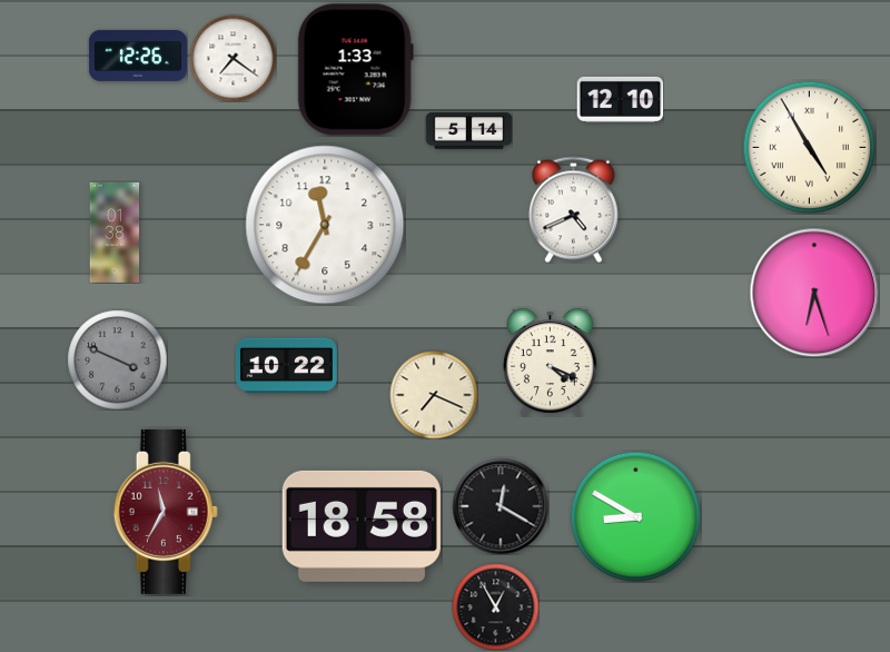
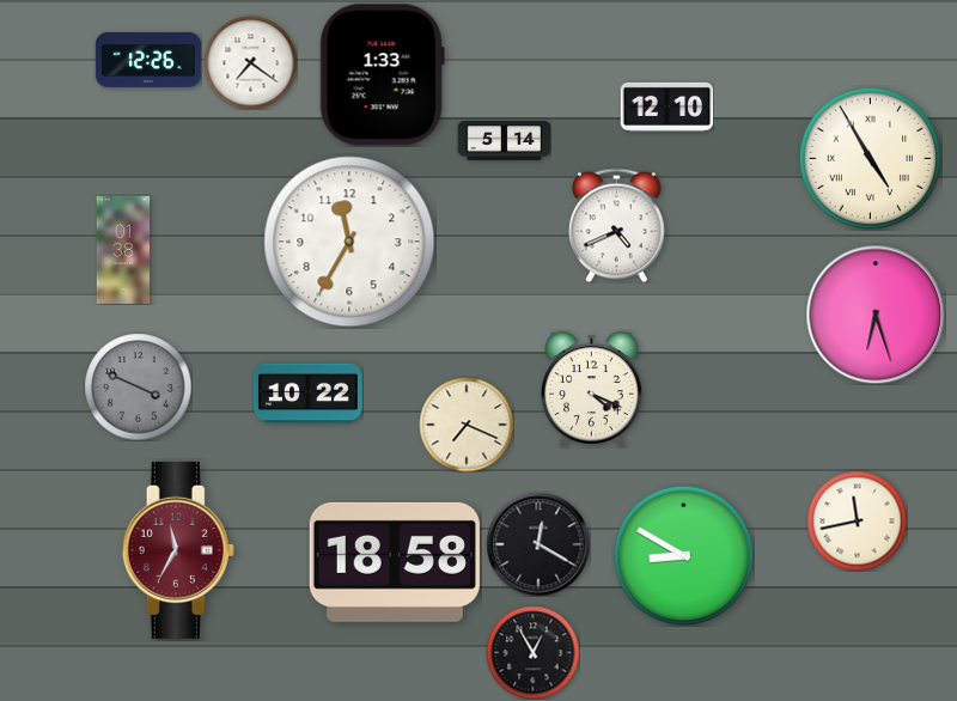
clock at (117, 359) position: (117, 359) -> (138, 386)
clock at (857, 520): none -> 11:43
clock at (362, 526) position: (362, 526) -> (395, 562)
